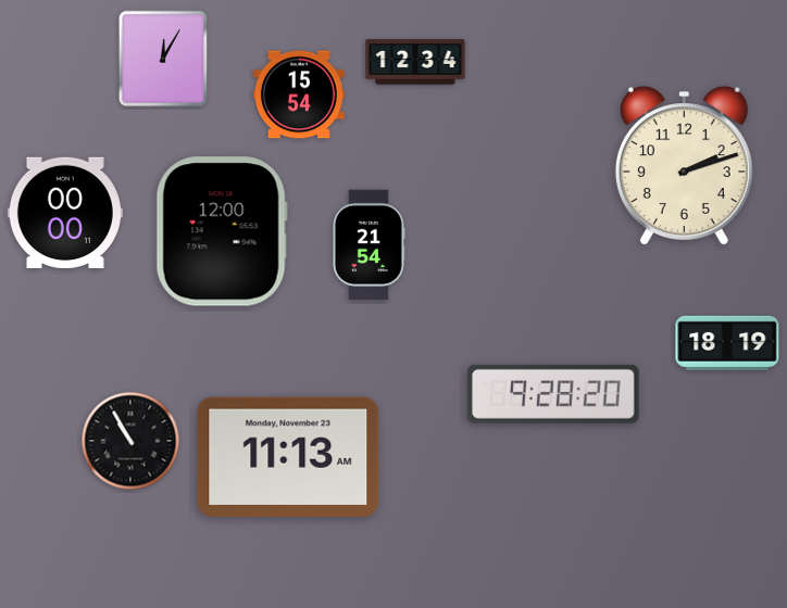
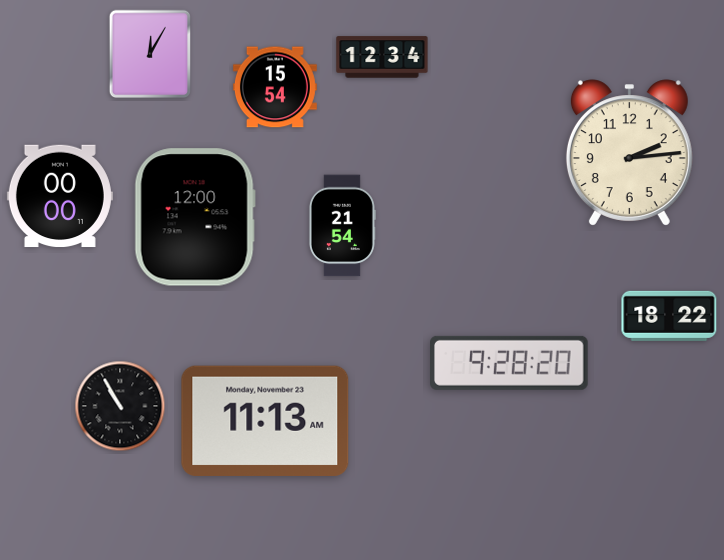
clock at (684, 166): 2:12 -> 2:14
clock at (222, 231) position: (222, 231) -> (195, 217)
clock at (368, 245) position: (368, 245) -> (342, 226)
clock at (727, 343): 18:19 -> 18:22
